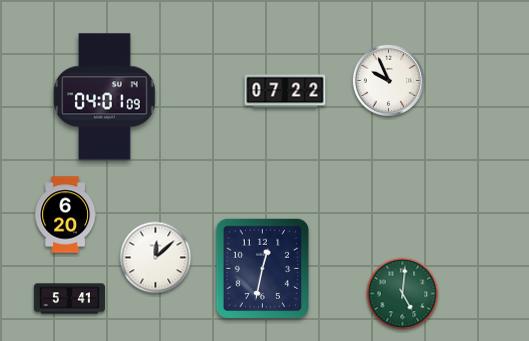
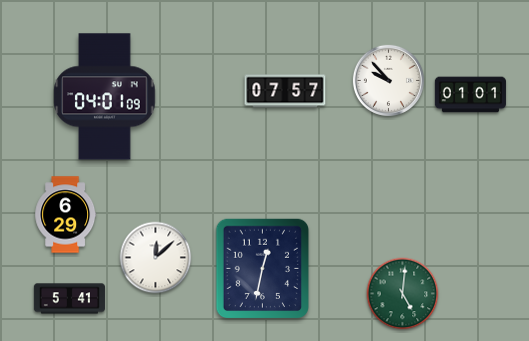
clock at (388, 80): 9:56 -> 9:53
clock at (285, 91): 07:22 -> 07:57
clock at (470, 95): none -> 01:01
clock at (66, 215): 6:20 -> 6:29
